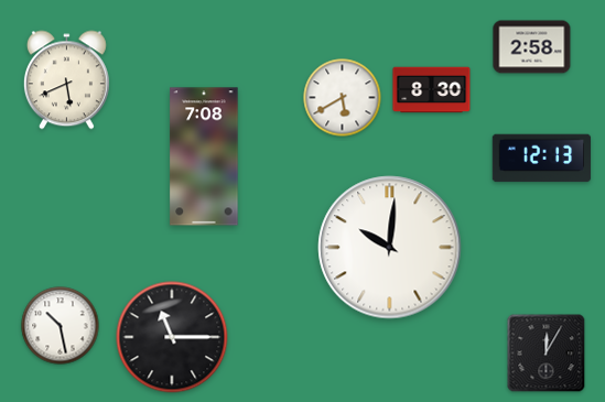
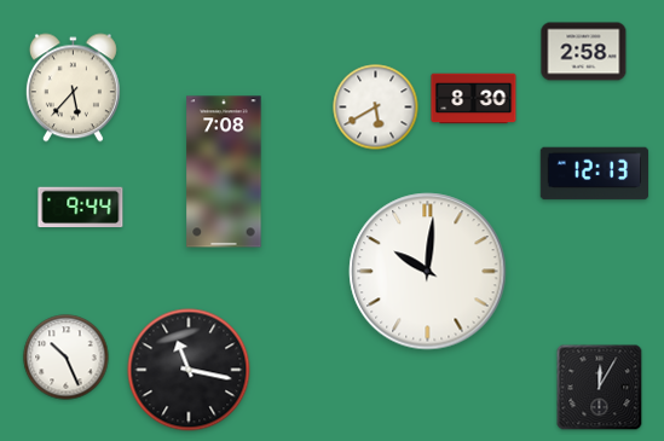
clock at (66, 80): 5:41 -> 5:37
clock at (81, 208): none -> 9:44
clock at (61, 326): 10:28 -> 10:26
clock at (172, 337): 11:15 -> 11:17
